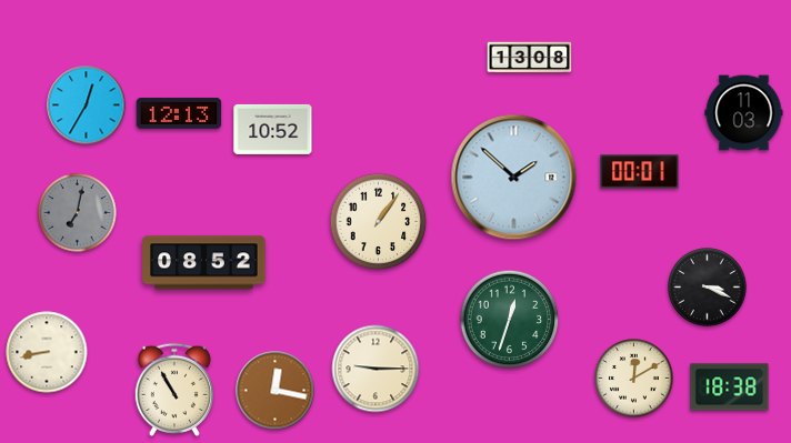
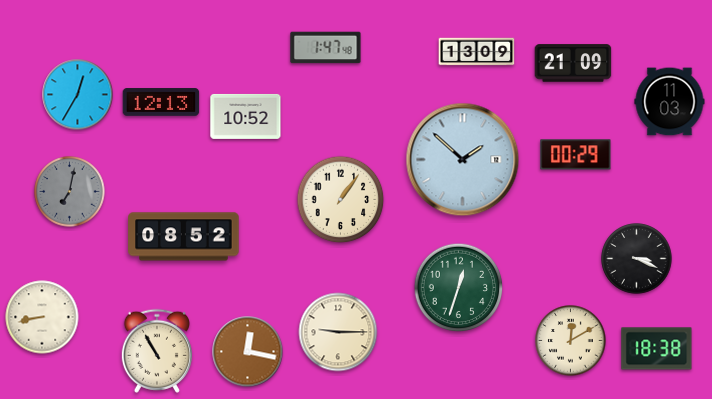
clock at (326, 48): none -> 1:47
clock at (530, 58): 13:08 -> 13:09
clock at (573, 63): none -> 21:09
clock at (640, 172): 00:01 -> 00:29
